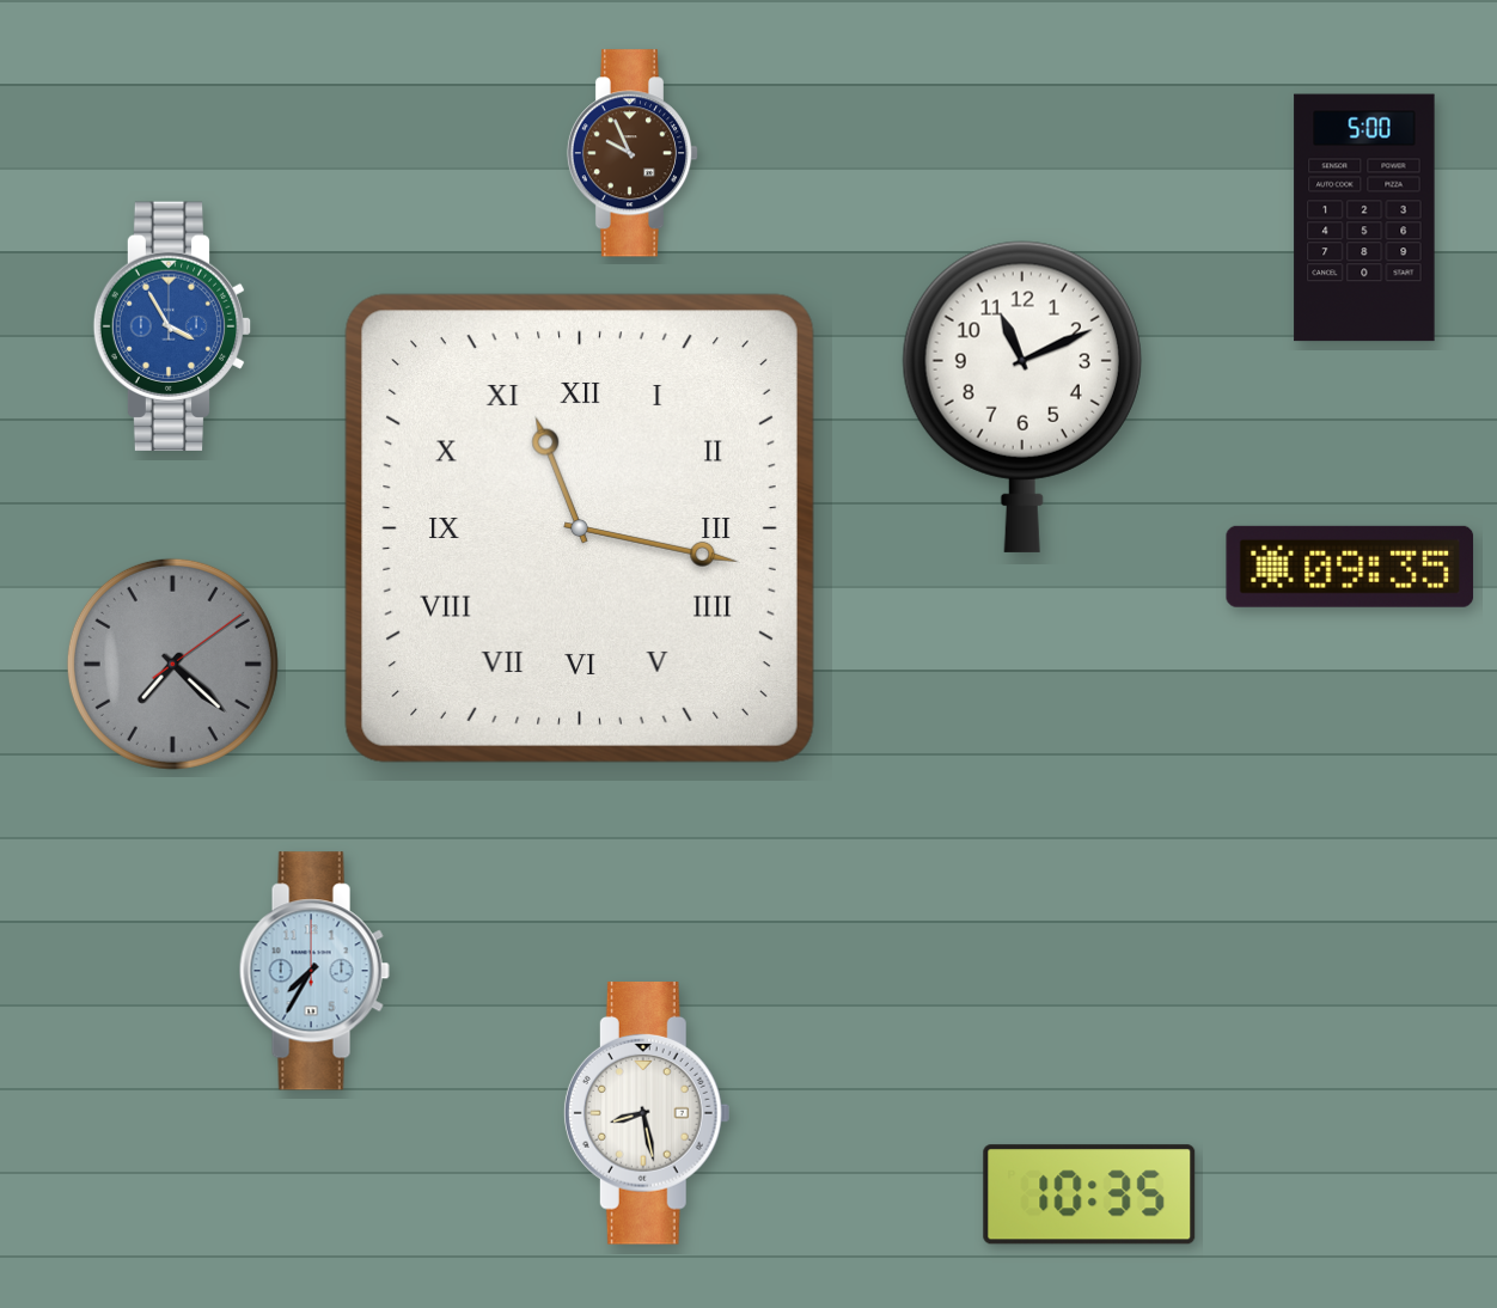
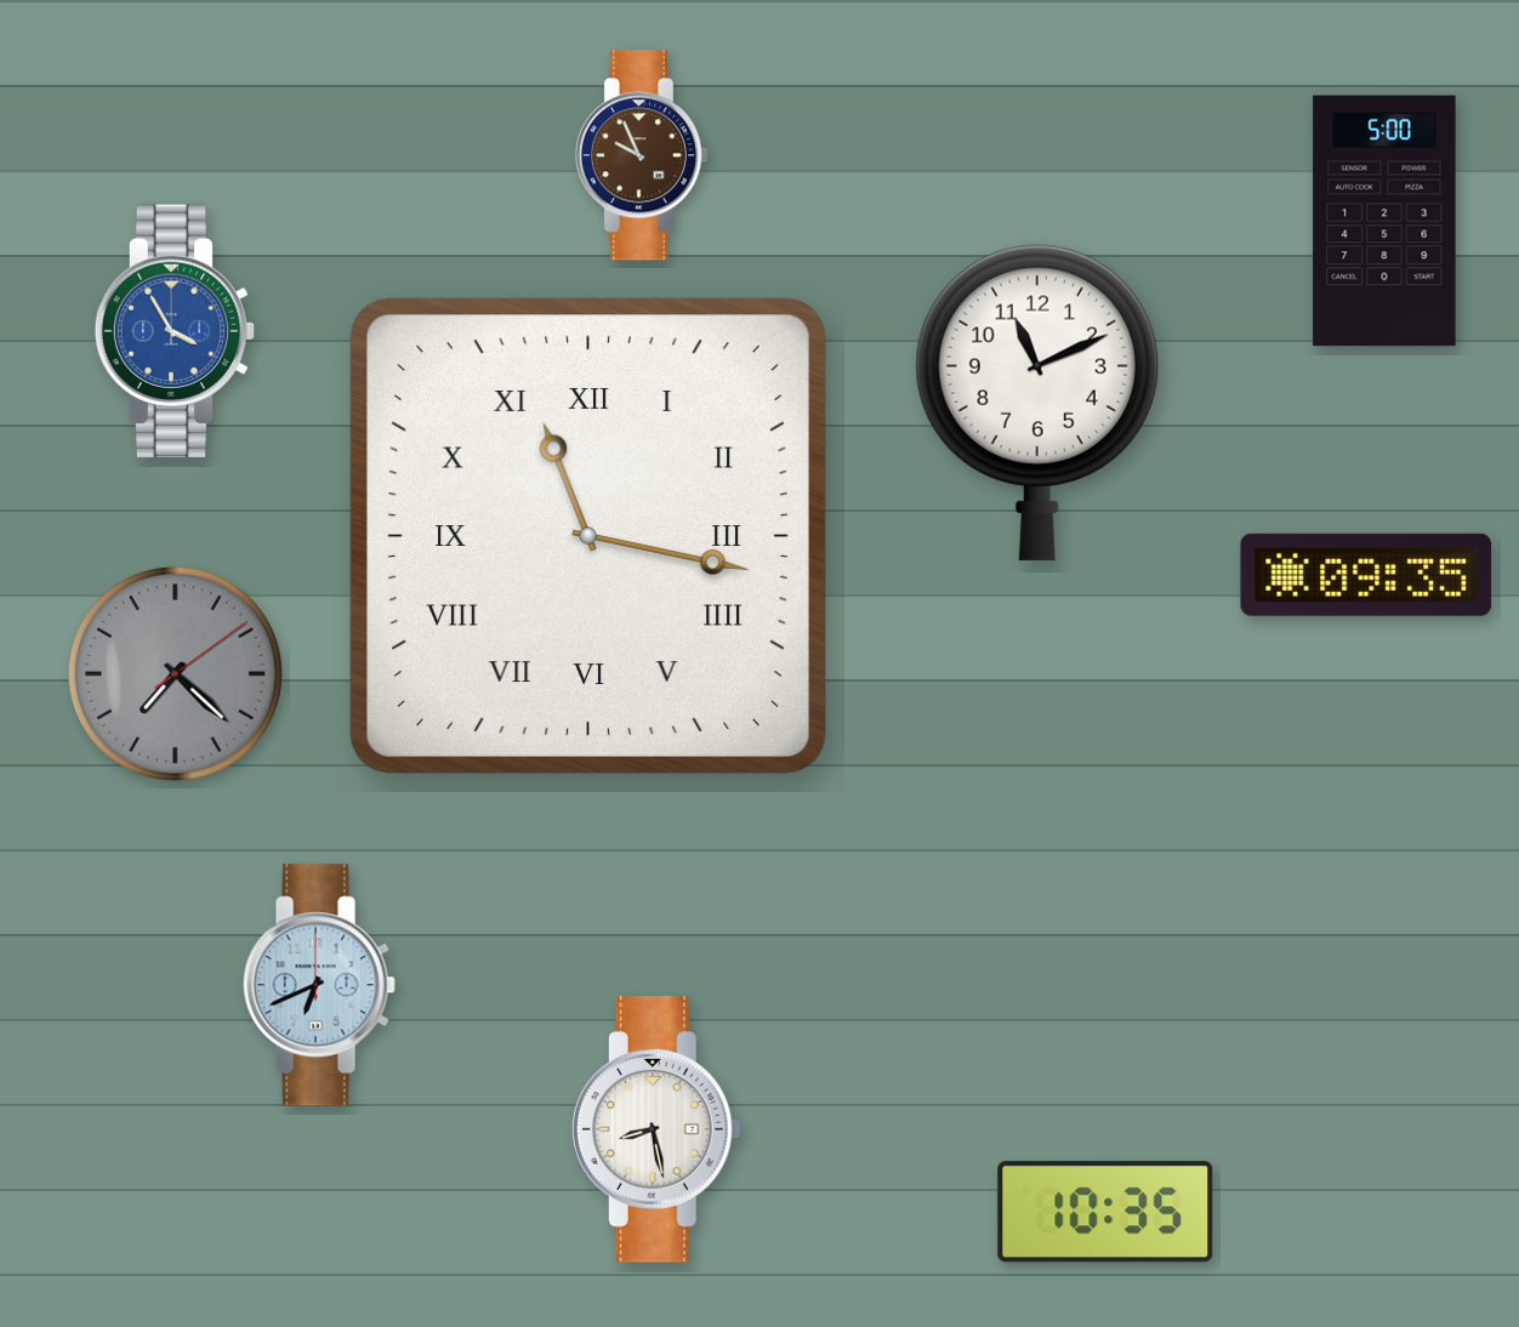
clock at (1350, 567) position: (1350, 567) -> (1366, 575)
clock at (314, 971): 7:35 -> 6:41
